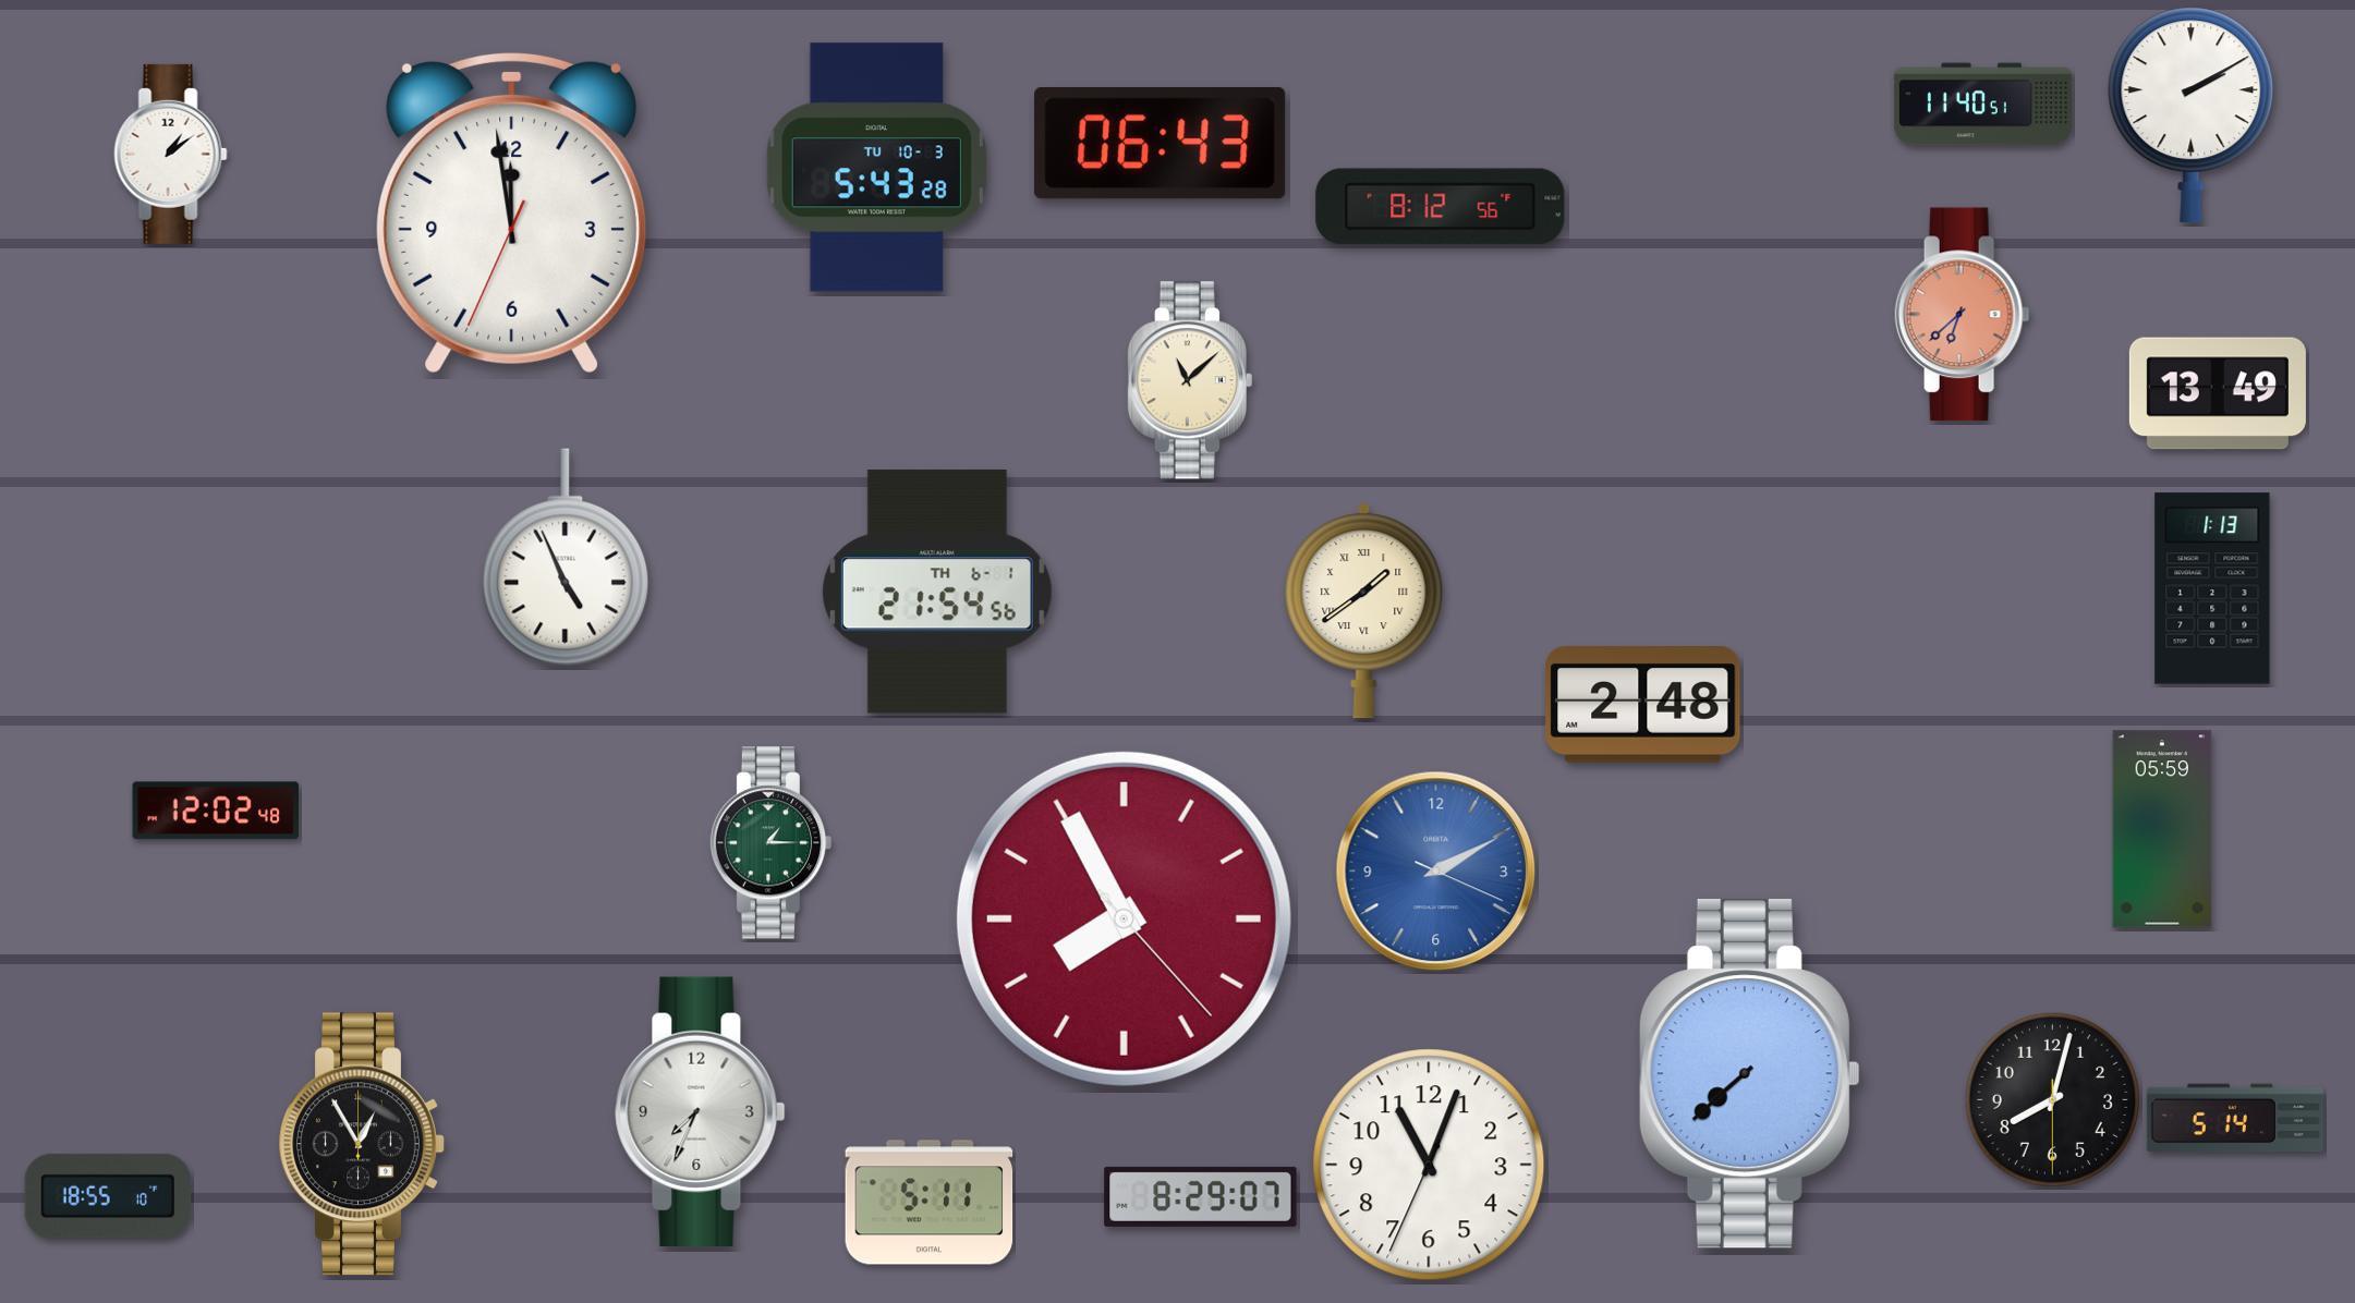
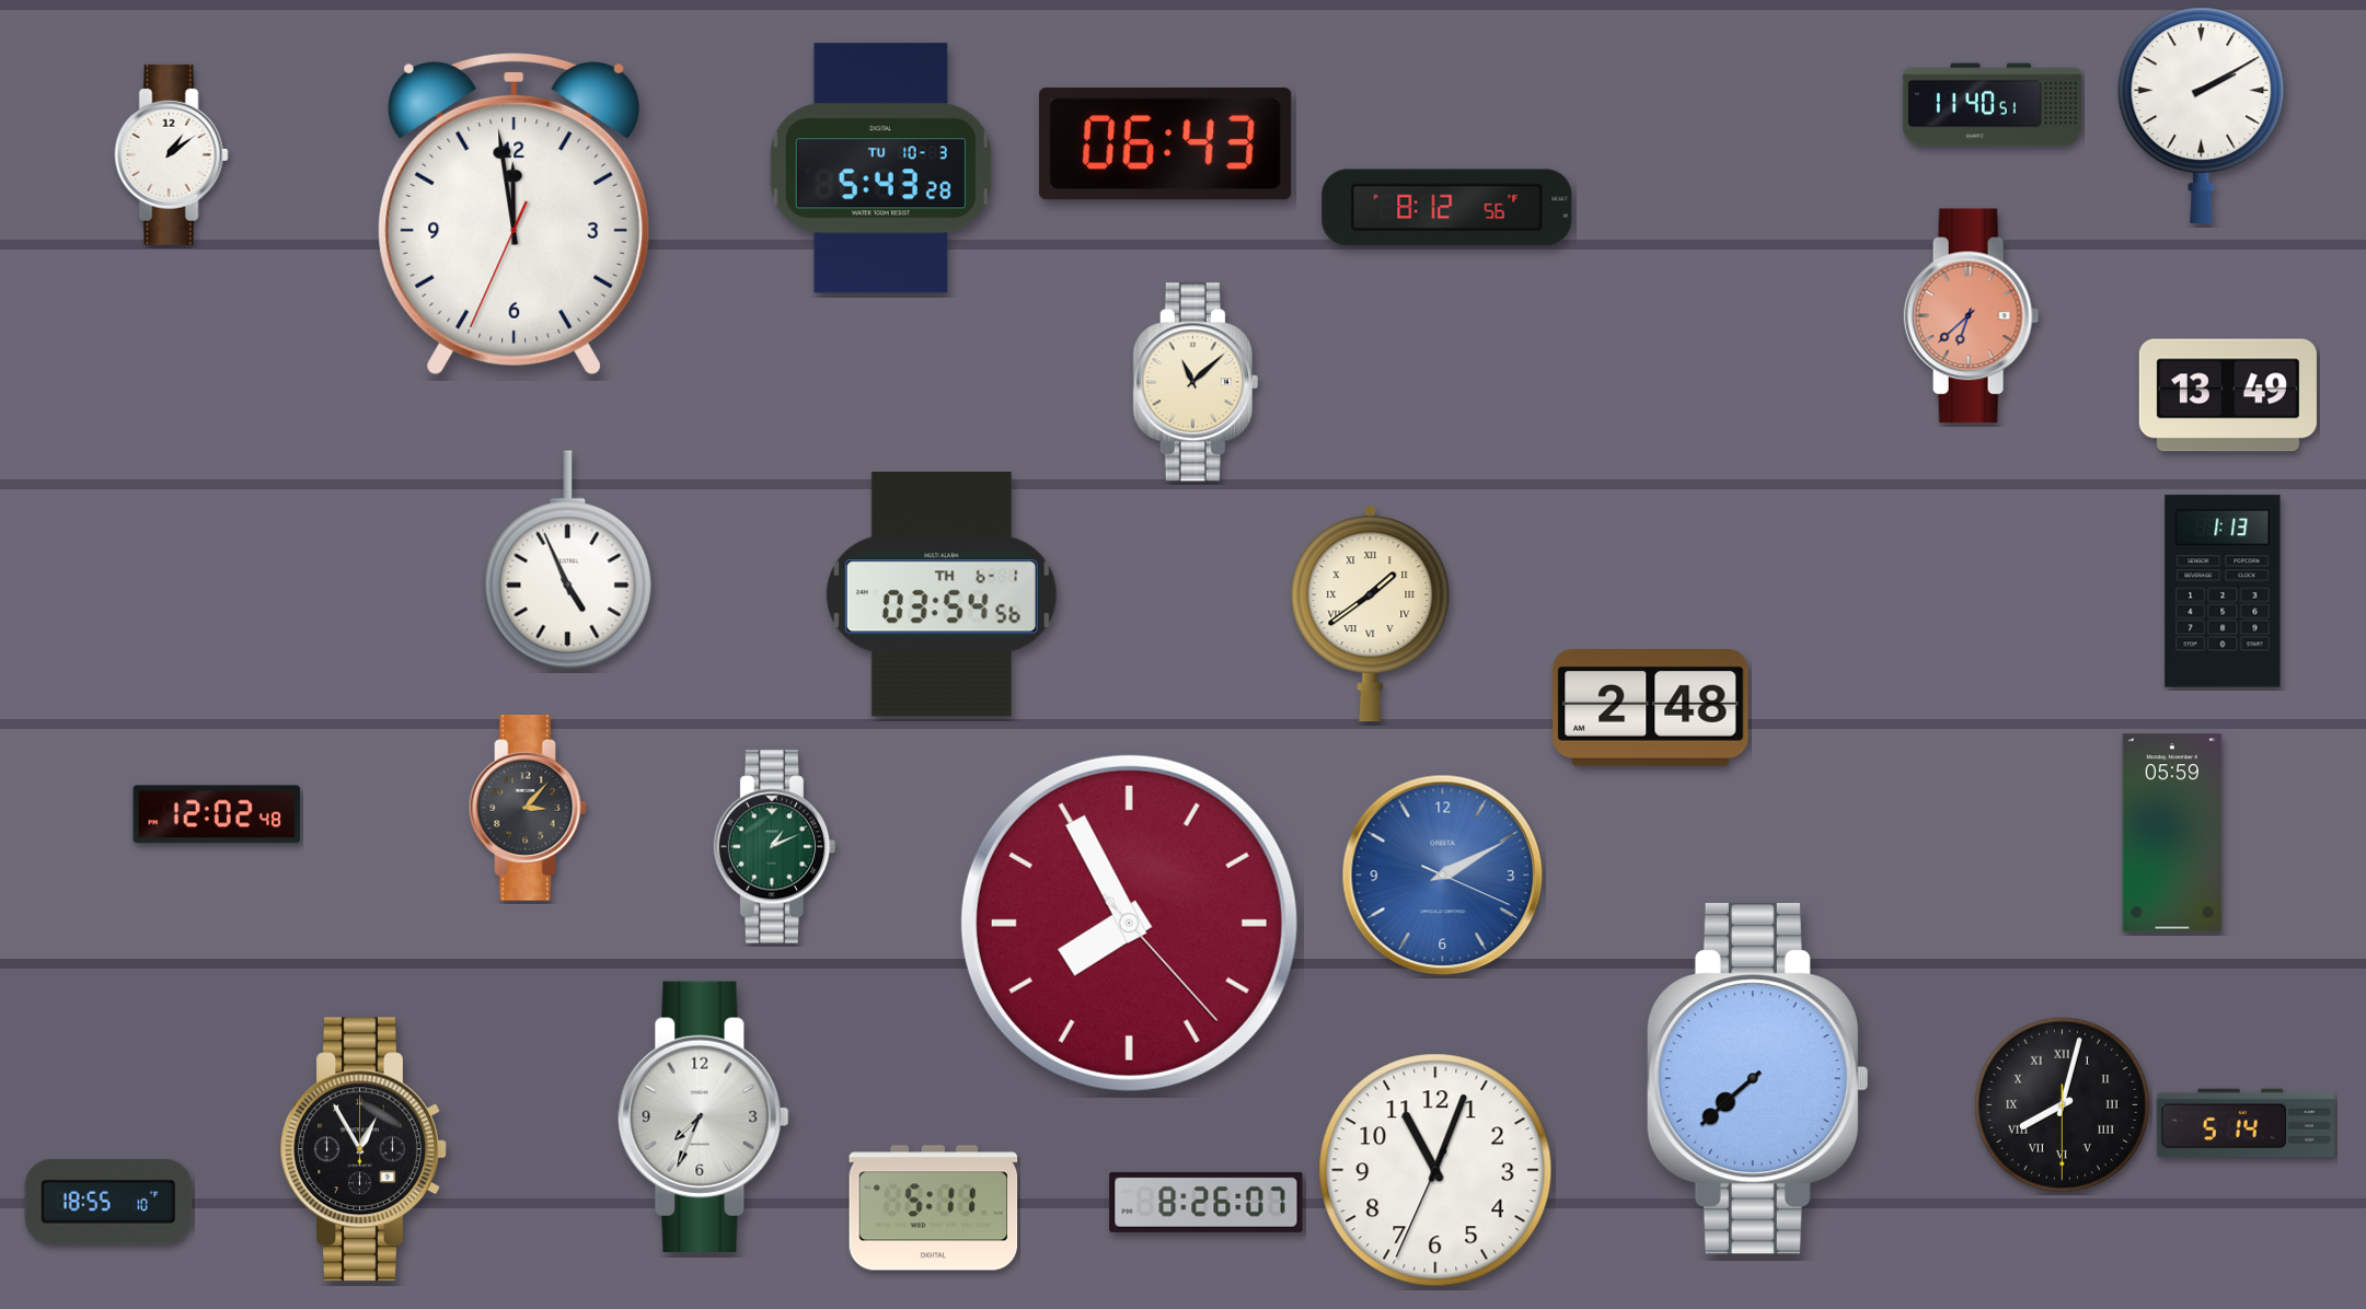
clock at (937, 592): 21:54 -> 03:54
clock at (528, 808): none -> 3:07
clock at (772, 843): 1:15 -> 1:11
clock at (2052, 1099) numerals: Arabic -> Roman
clock at (1201, 1196): 8:29 -> 8:26
